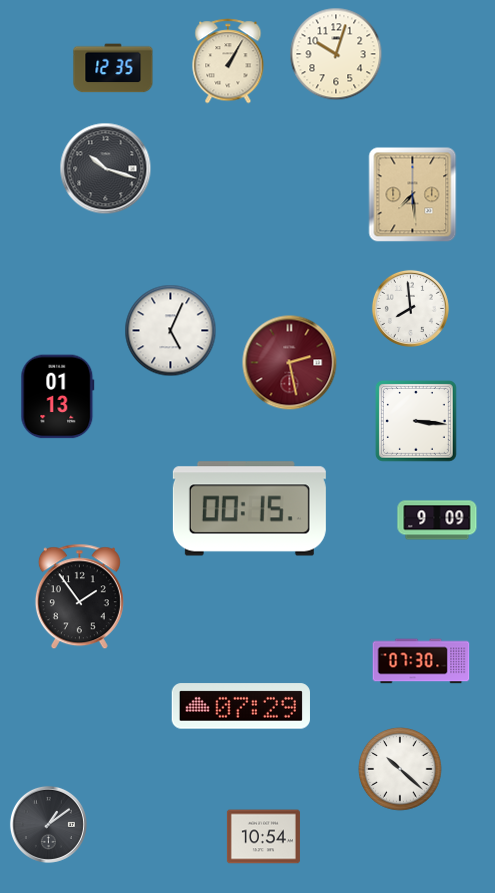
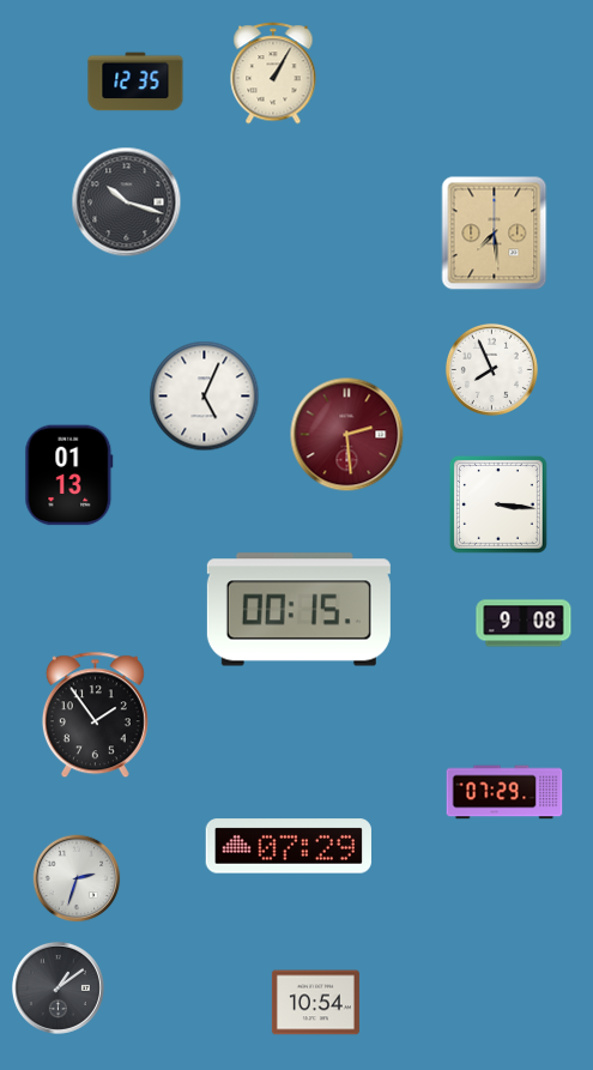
clock at (336, 54): 10:03 -> none
clock at (410, 308): 7:59 -> 7:56
clock at (290, 363): 2:28 -> 2:29
clock at (437, 520): 9:09 -> 9:08
clock at (421, 661): 07:30 -> 07:29
clock at (77, 878): none -> 2:33
clock at (400, 769): 10:22 -> none
